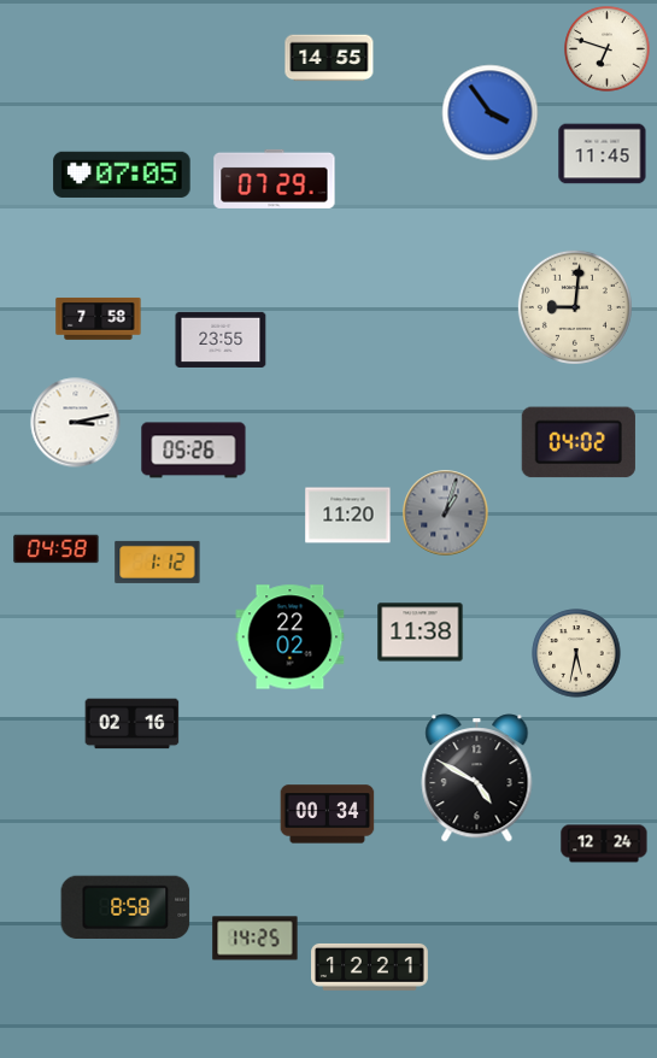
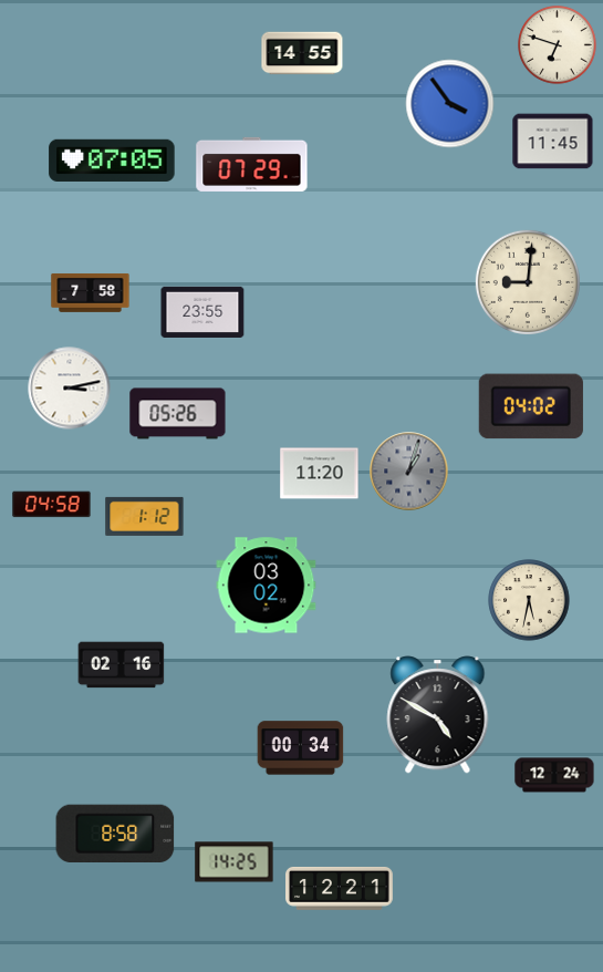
clock at (421, 633): 11:38 -> none
clock at (291, 637): 22:02 -> 03:02
